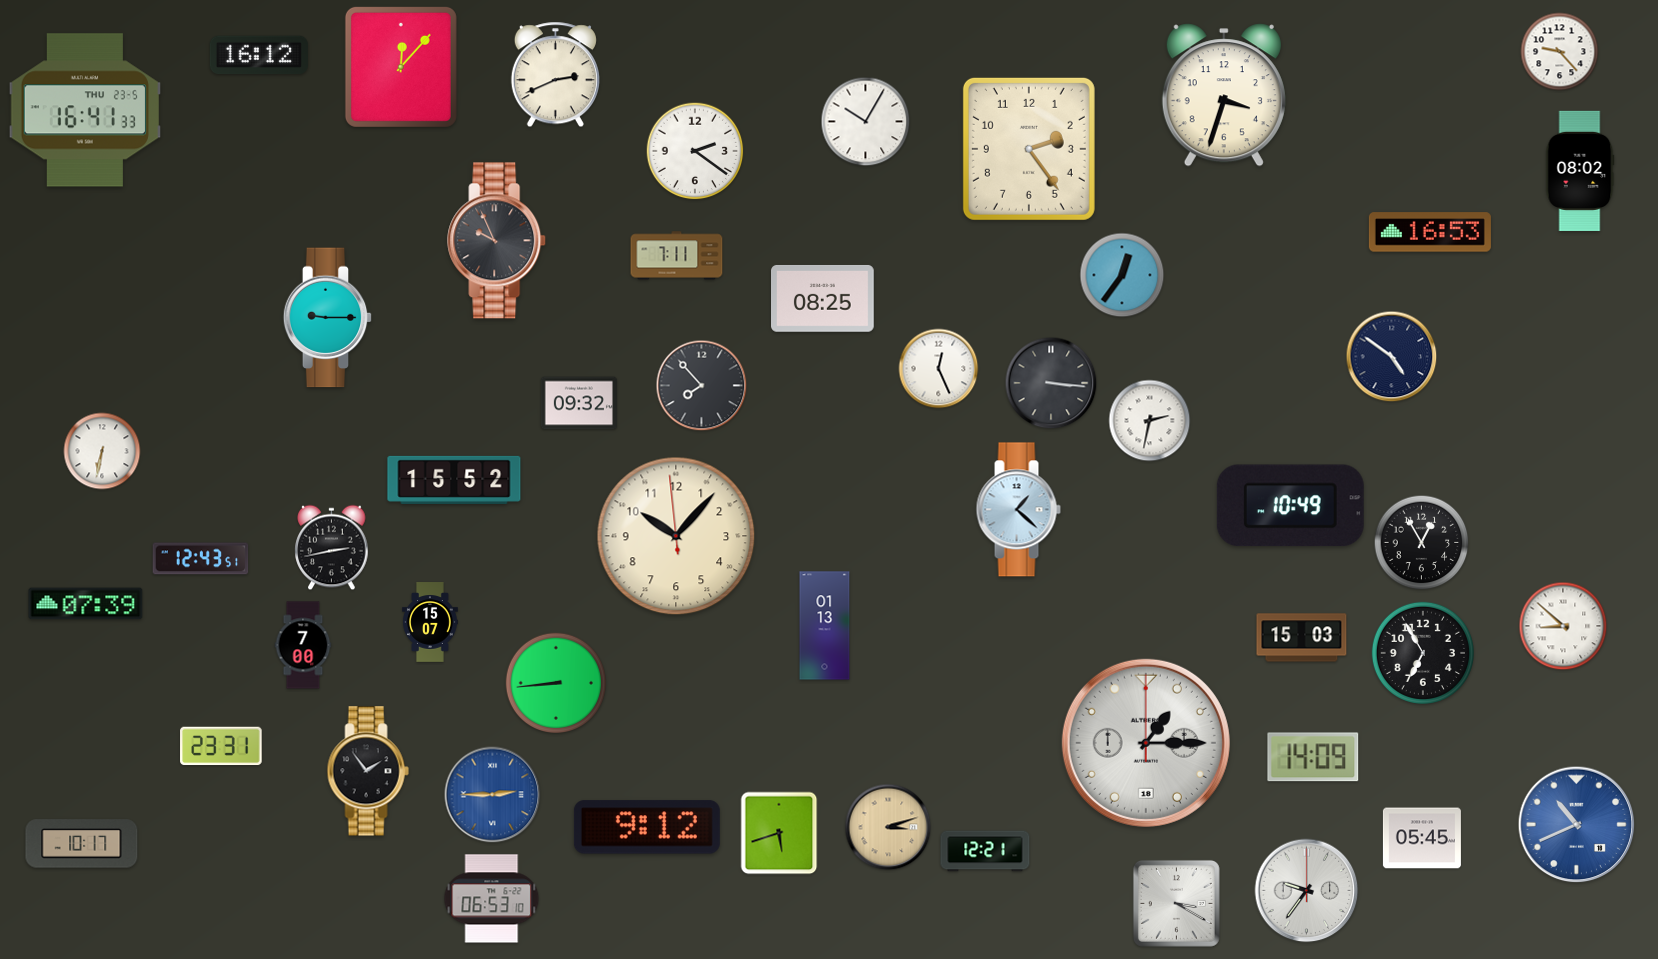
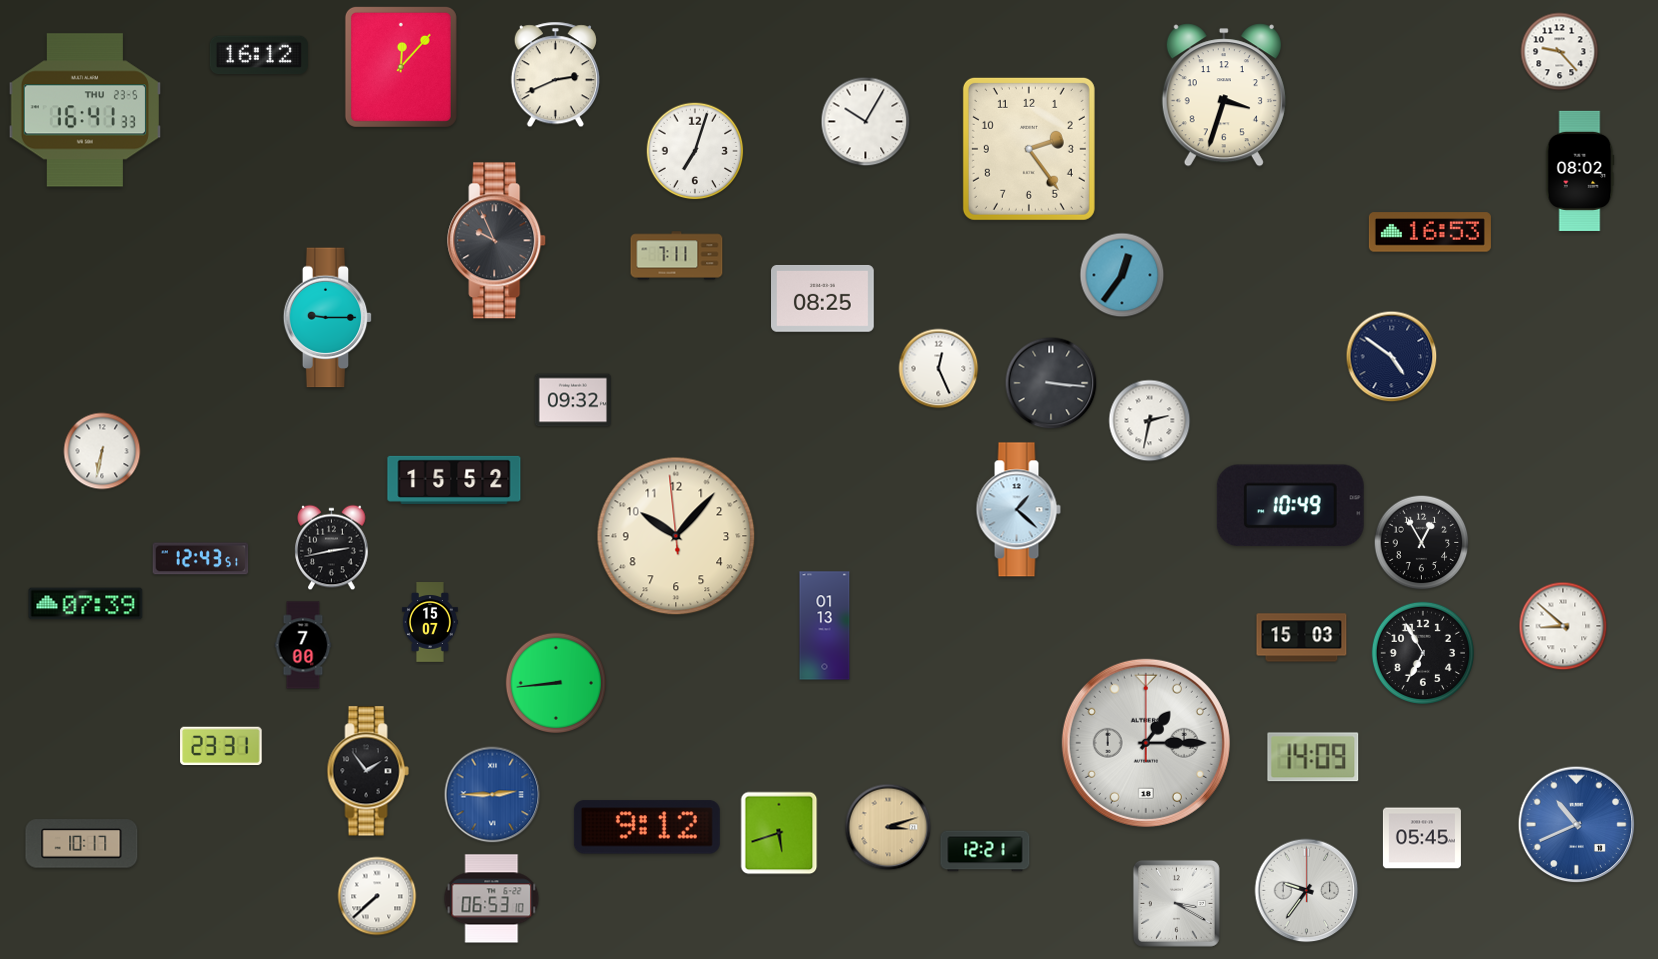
clock at (695, 151): 2:21 -> 7:03
clock at (702, 386): 7:53 -> none
clock at (578, 403) position: (578, 403) -> (572, 400)
clock at (377, 896): none -> 7:38
